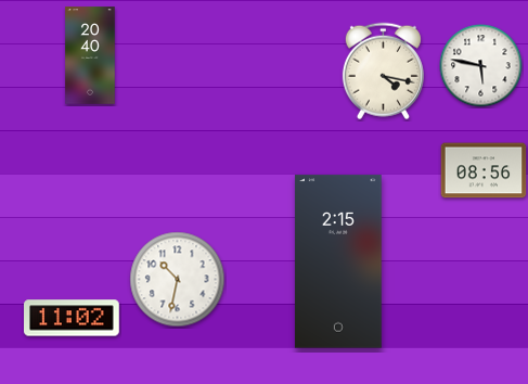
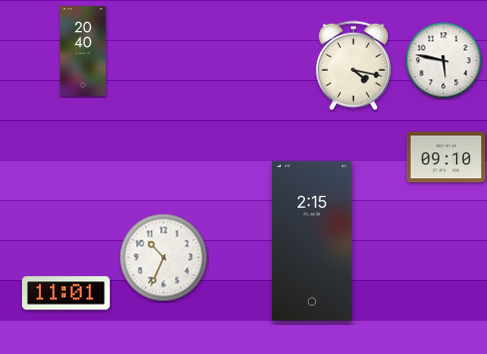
clock at (484, 170): 08:56 -> 09:10
clock at (178, 280): 10:32 -> 10:34
clock at (73, 318): 11:02 -> 11:01
